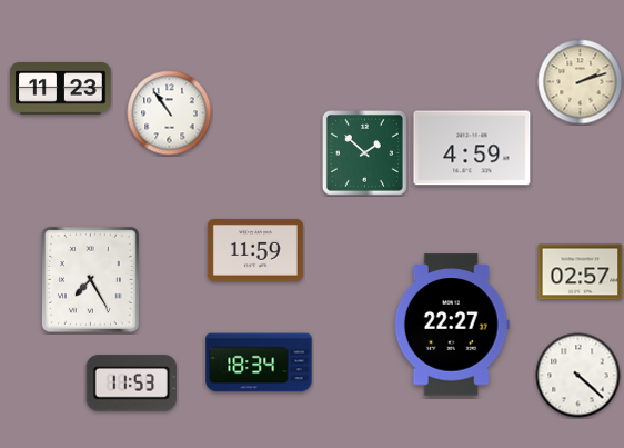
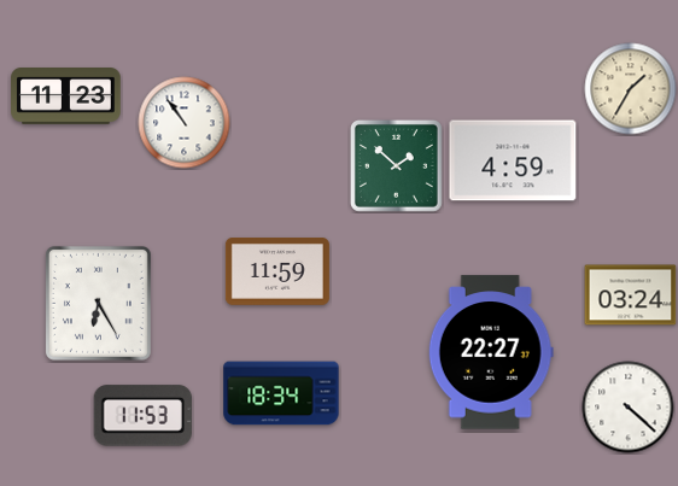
clock at (581, 82): 2:12 -> 1:35
clock at (581, 272): 02:57 -> 03:24
clock at (90, 279): 7:25 -> 6:25
